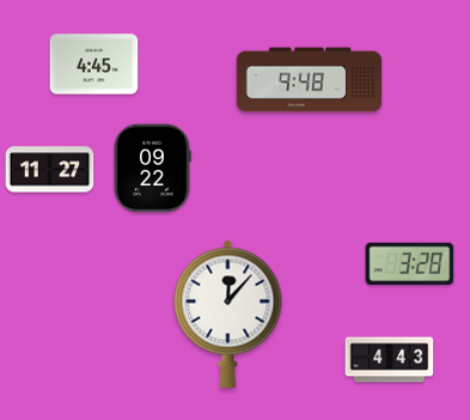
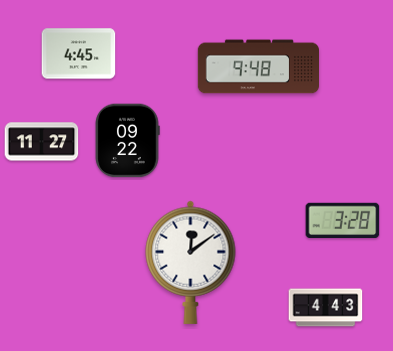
clock at (228, 314): 12:07 -> 12:09
clock at (390, 360) position: (390, 360) -> (326, 308)
